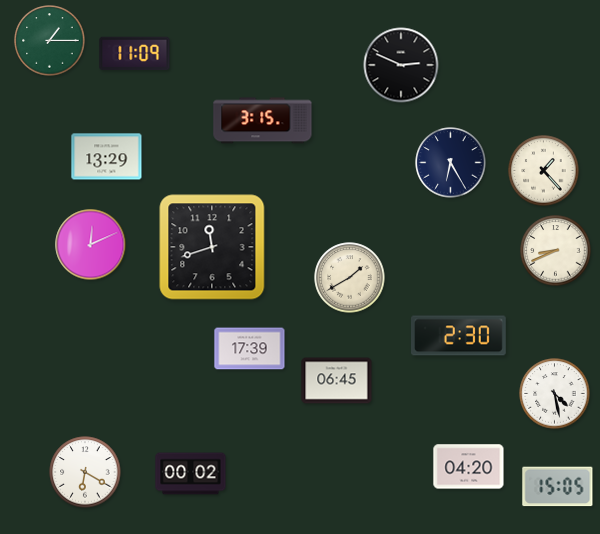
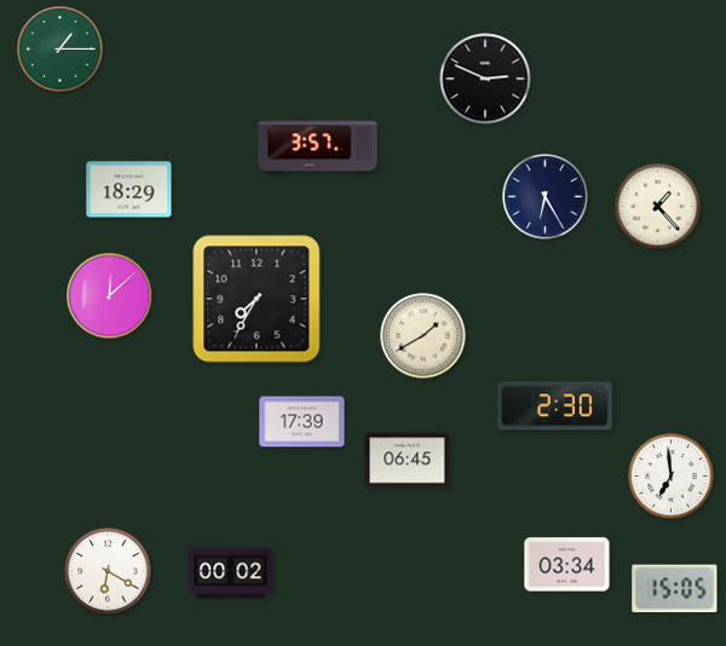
clock at (135, 54): 11:09 -> none
clock at (263, 121): 3:15 -> 3:57
clock at (107, 157): 13:29 -> 18:29
clock at (91, 245): 12:11 -> 12:08
clock at (212, 247): 11:42 -> 7:35
clock at (556, 251): 8:41 -> none
clock at (555, 394): 4:28 -> 6:59
clock at (469, 467): 04:20 -> 03:34
clock at (85, 472) position: (85, 472) -> (108, 571)
